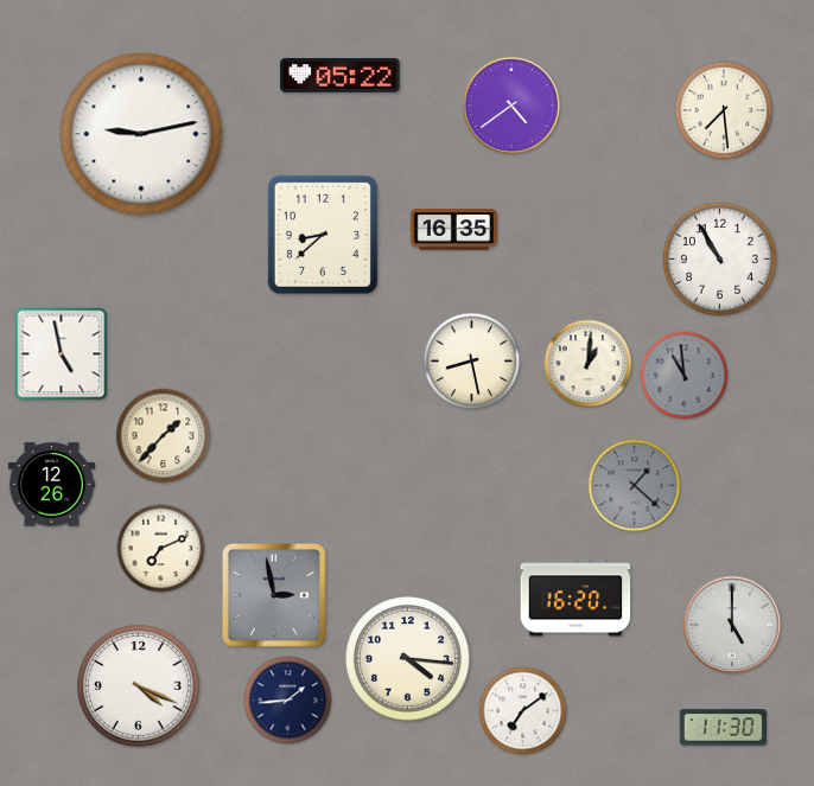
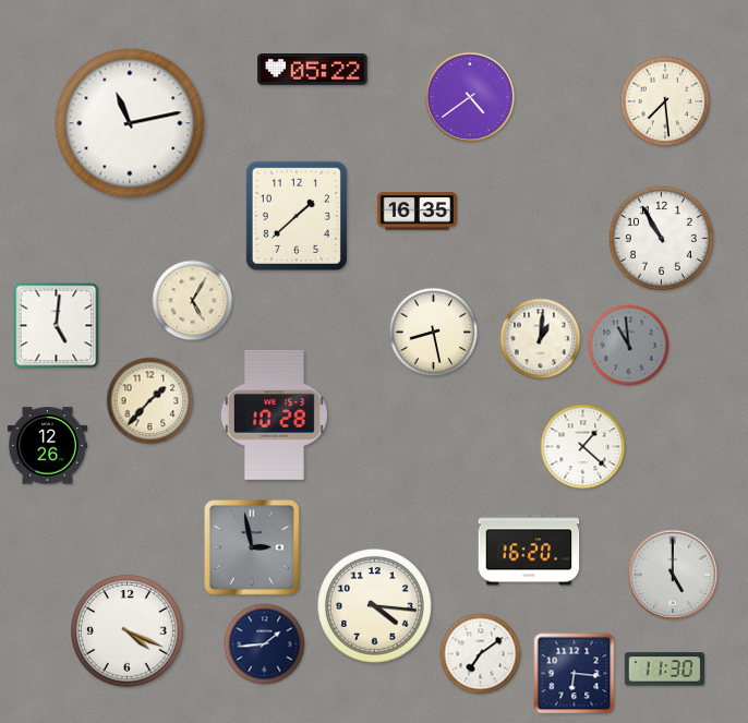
clock at (141, 134): 9:13 -> 11:13
clock at (323, 235): 8:38 -> 1:38
clock at (193, 301): none -> 5:05
clock at (62, 354): 4:58 -> 5:01
clock at (589, 364) position: (589, 364) -> (541, 339)
clock at (274, 414): none -> 10:28
clock at (635, 486) dial: grey -> white
clock at (161, 549): 7:11 -> none
clock at (575, 674): none -> 6:16
